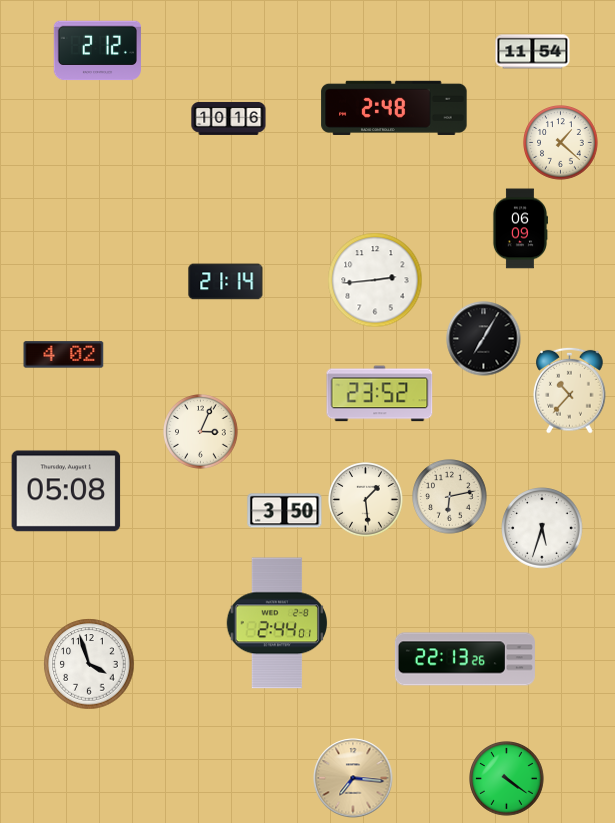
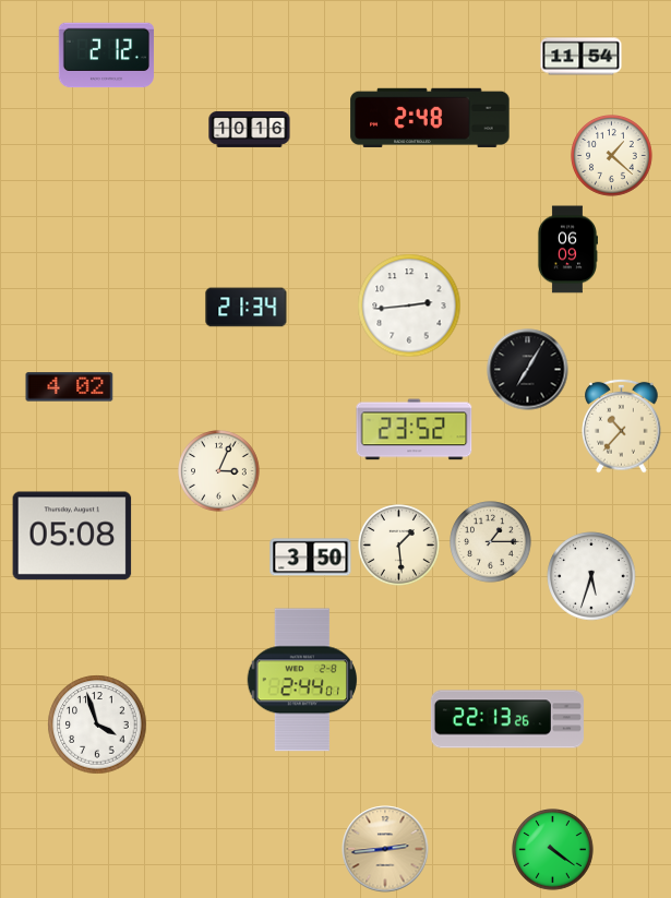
clock at (226, 282): 21:14 -> 21:34
clock at (450, 497): 6:13 -> 1:15
clock at (353, 778): 7:16 -> 2:44
